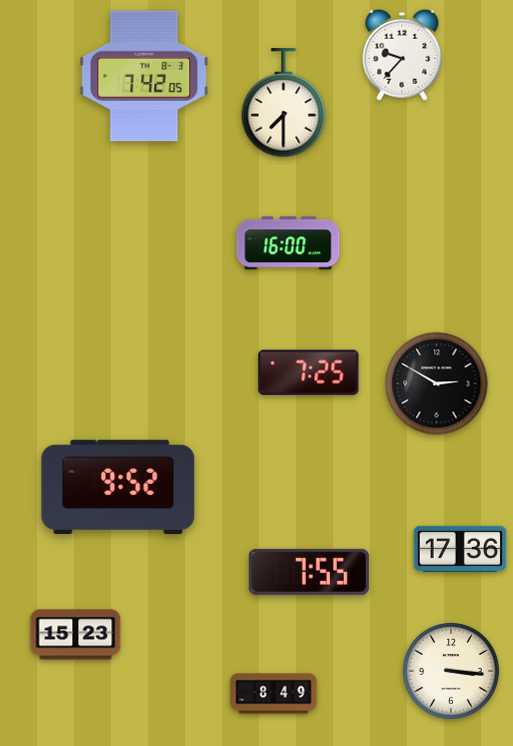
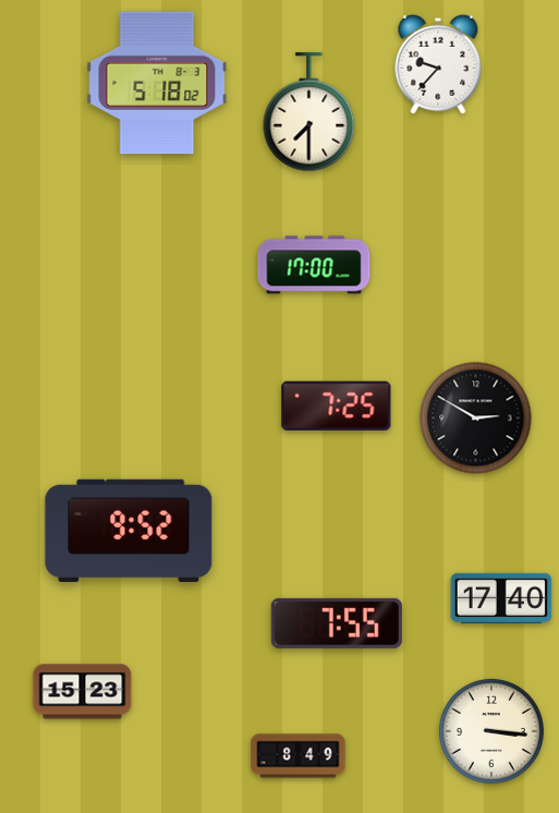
clock at (402, 55) position: (402, 55) -> (438, 64)
clock at (144, 76): 7:42 -> 5:18
clock at (288, 243): 16:00 -> 17:00
clock at (460, 549): 17:36 -> 17:40
